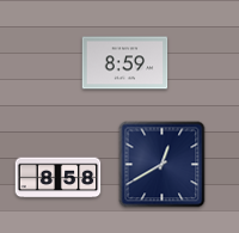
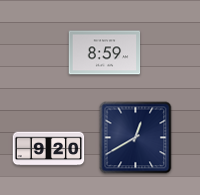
clock at (59, 178): 8:58 -> 9:20
